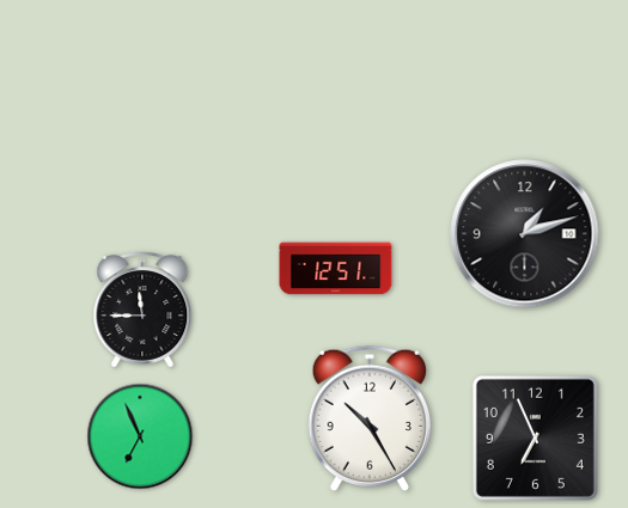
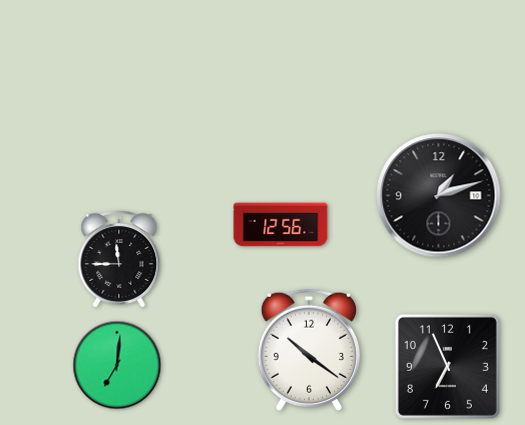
clock at (336, 269): 12:51 -> 12:56
clock at (370, 417): 10:25 -> 10:21
clock at (140, 436): 6:56 -> 7:01
